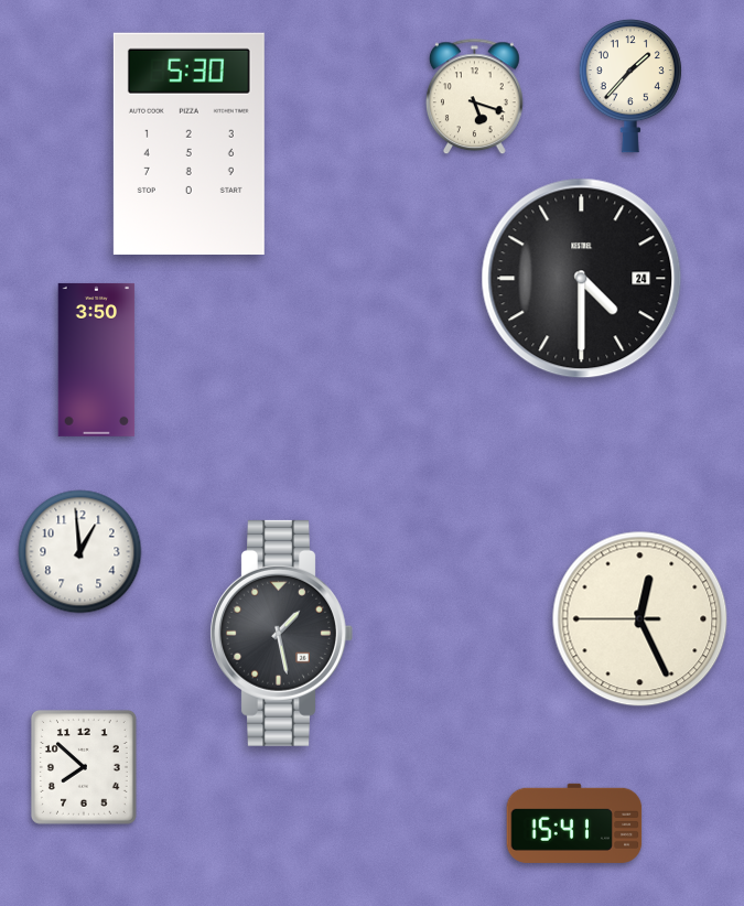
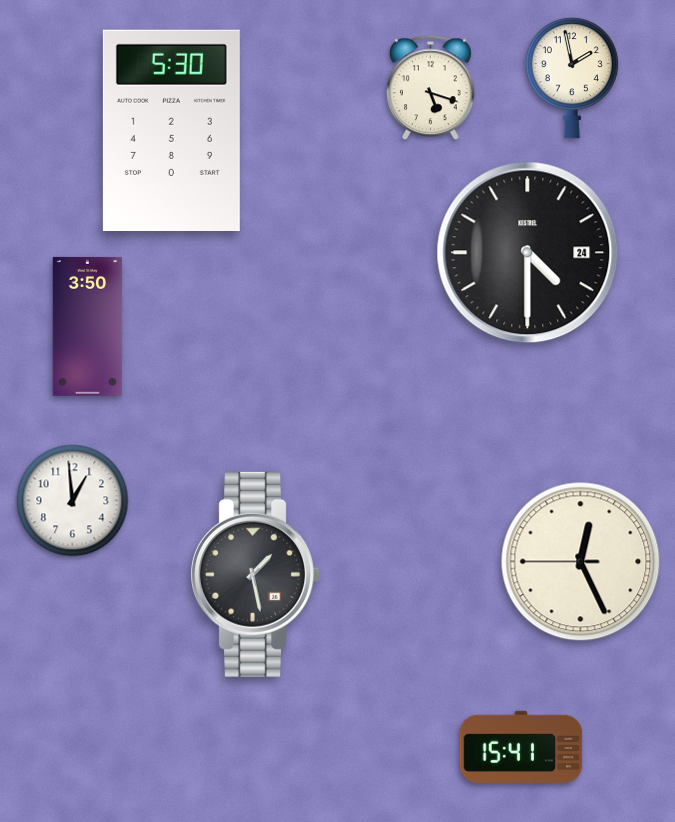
clock at (630, 86): 1:37 -> 1:58
clock at (84, 768): 7:52 -> none
